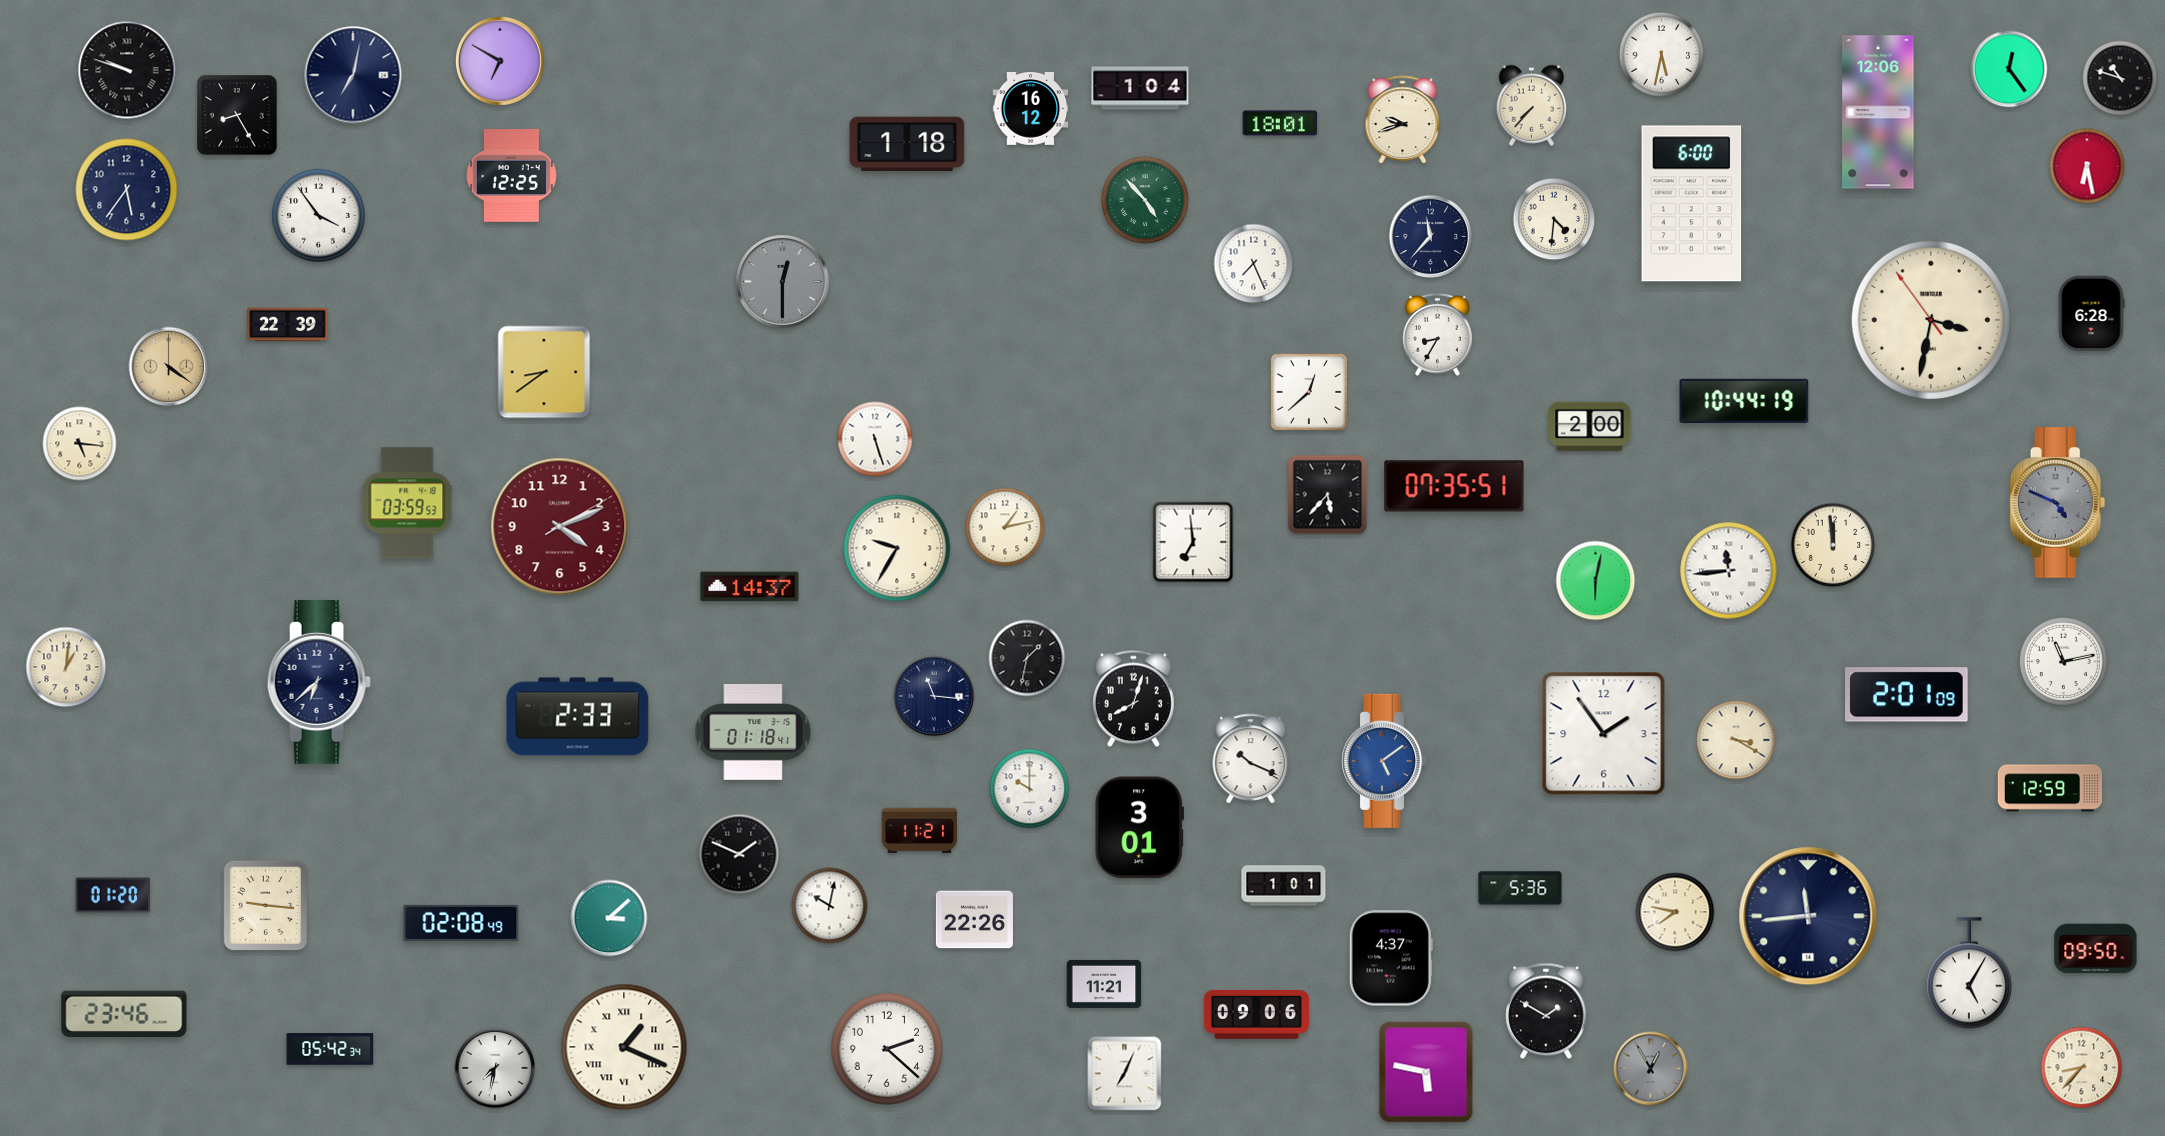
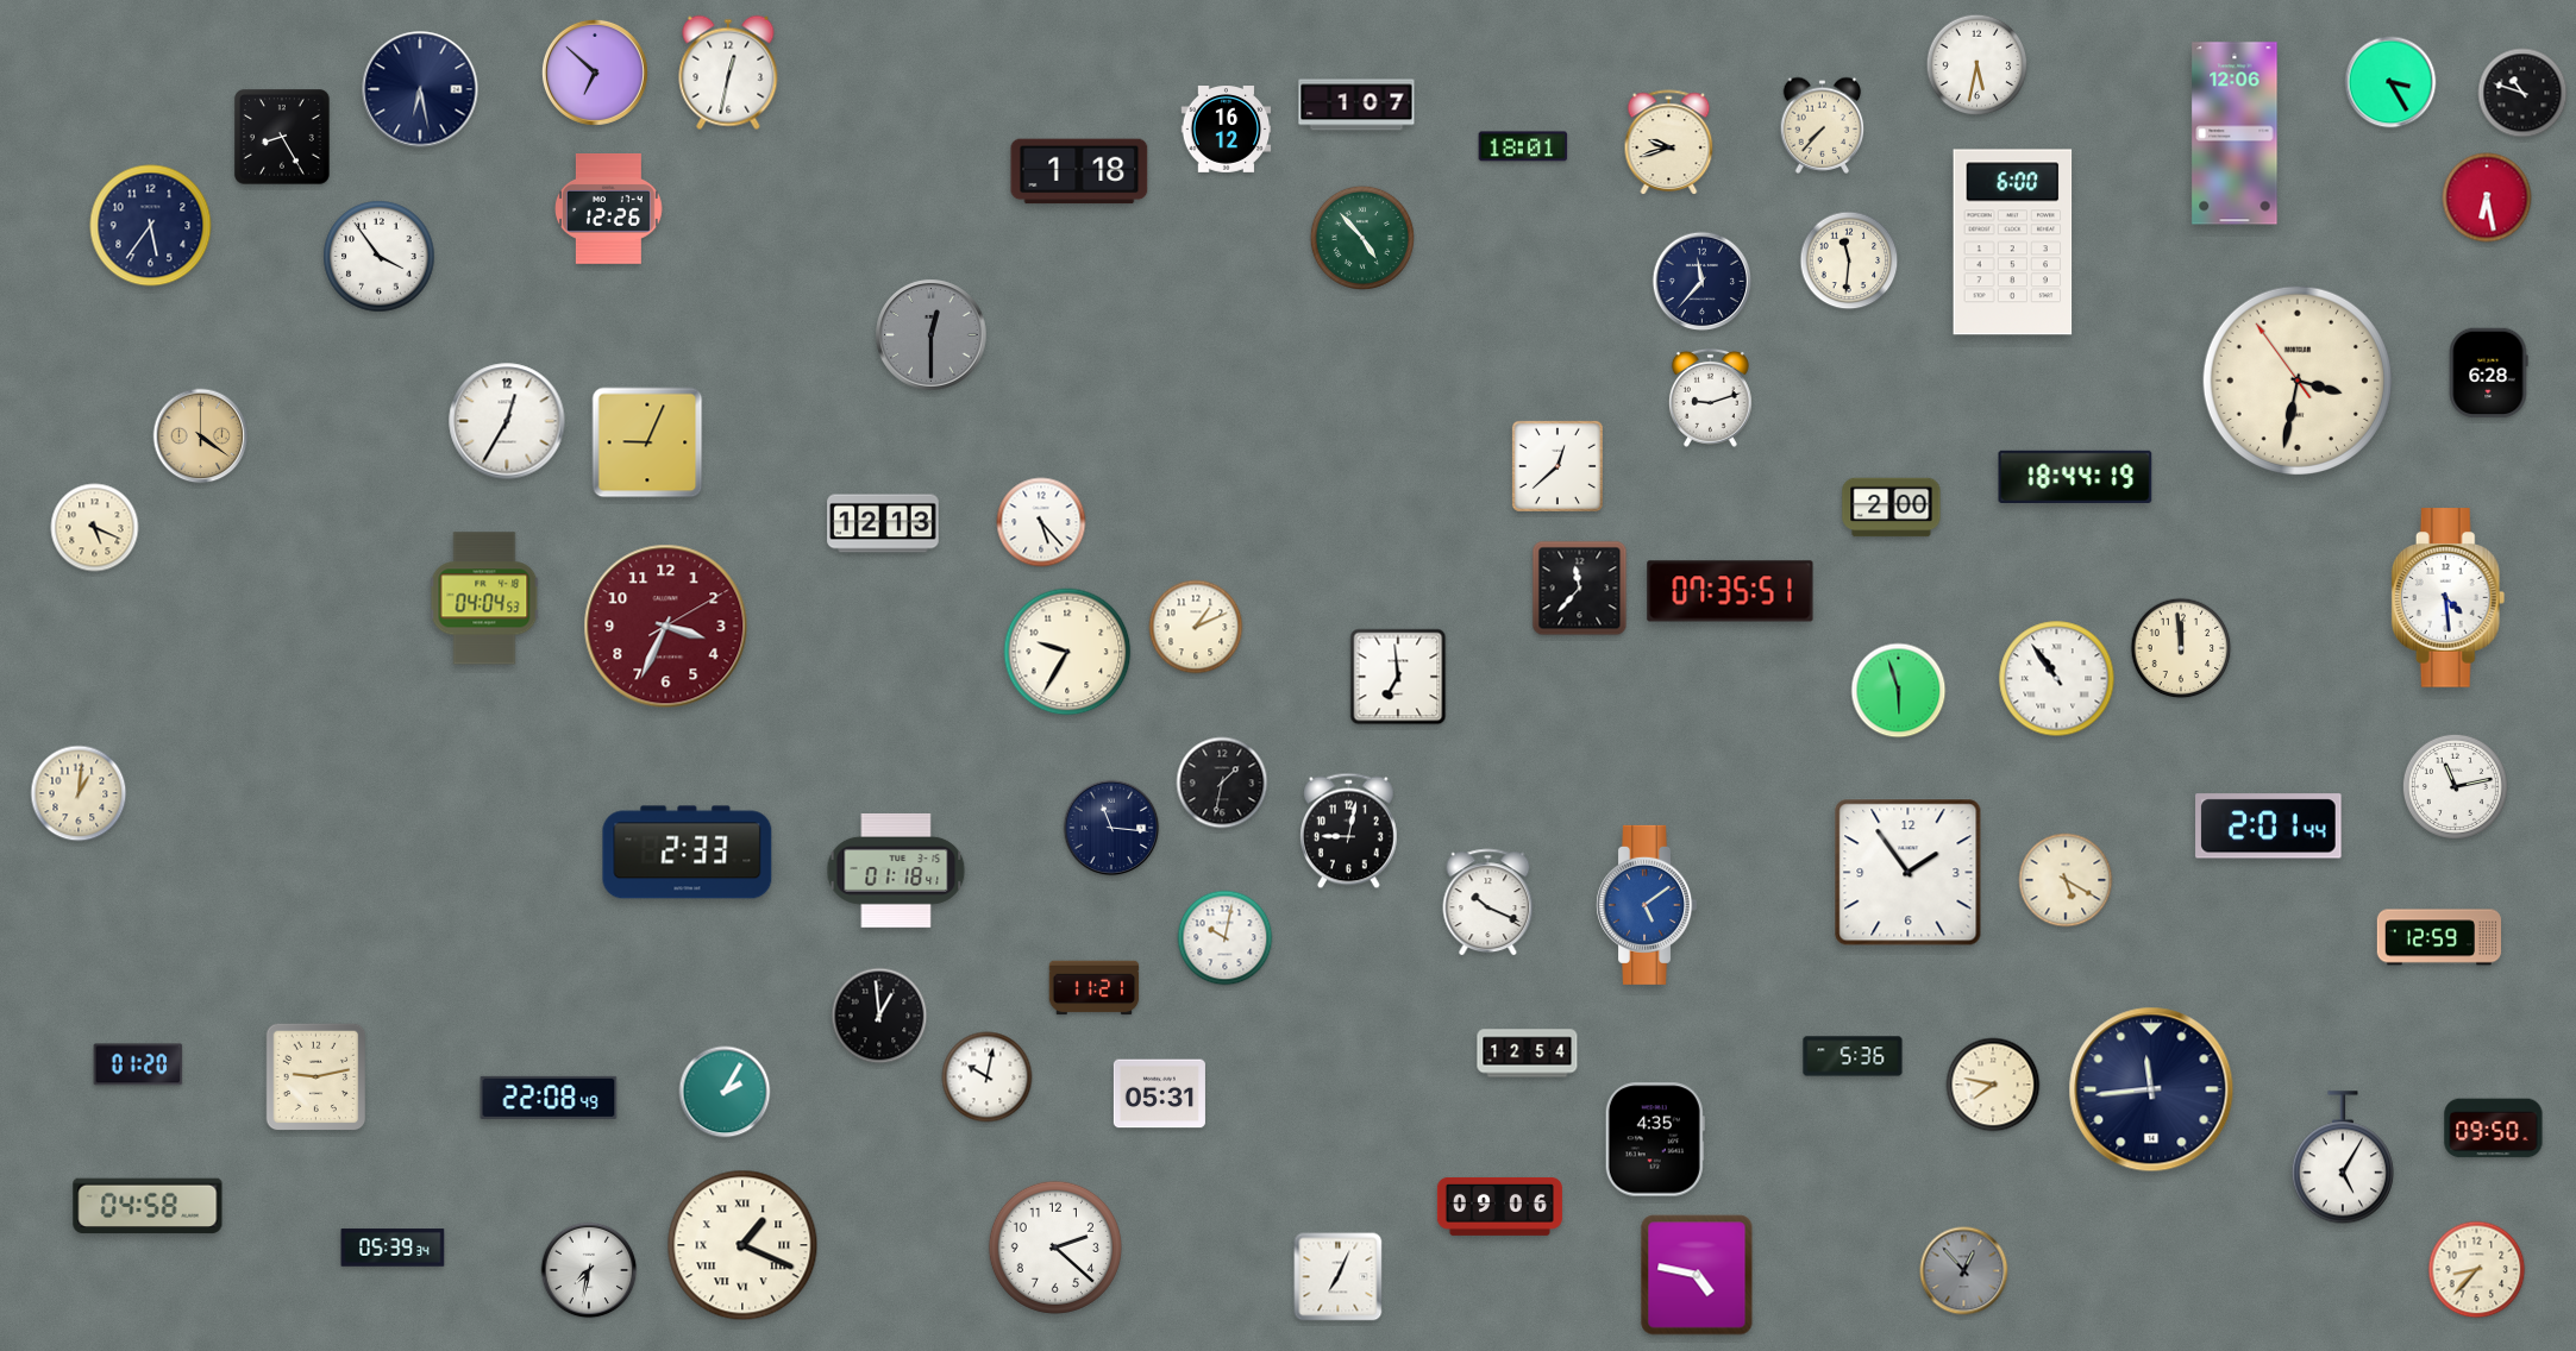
clock at (500, 61): 6:50 -> 6:52
clock at (728, 73): none -> 12:32
clock at (2009, 69): 12:24 -> 3:25
clock at (127, 70): 9:48 -> none
clock at (353, 75): 7:02 -> 6:28
clock at (1140, 88): 1:04 -> 1:07
clock at (2087, 166) position: (2087, 166) -> (2487, 197)
clock at (512, 176): 12:25 -> 12:26
clock at (1554, 219): 4:31 -> 11:31
clock at (1254, 264): 7:26 -> none
clock at (288, 325): 22:39 -> none
clock at (1437, 334): 8:35 -> 9:12
clock at (507, 421): none -> 12:35
clock at (544, 372): 8:39 -> 9:04
clock at (1744, 400): 10:44 -> 18:44
clock at (875, 439): 5:27 -> 5:23
clock at (883, 523): none -> 12:13
clock at (80, 444): 5:16 -> 5:19
clock at (1454, 486) position: (1454, 486) -> (1730, 591)
clock at (1328, 495): 5:37 -> 11:37
clock at (407, 503): 03:59 -> 04:04
clock at (2058, 503): 4:49 -> 4:29
clock at (2058, 503) dial: grey -> white
clock at (560, 527): 4:11 -> 3:34
clock at (1005, 527): 1:13 -> 1:11
clock at (1193, 542) position: (1193, 542) -> (1398, 677)
clock at (1729, 571): 11:44 -> 10:54
clock at (1596, 581): 6:02 -> 5:57
clock at (750, 587): 14:37 -> none
clock at (319, 682): 6:38 -> none
clock at (1907, 695): 2:01:09 -> 2:01:44
clock at (1134, 699): 8:03 -> 9:02
clock at (1736, 740): 3:20 -> 5:20
clock at (1030, 789): 10:00 -> 10:02
clock at (1139, 828): 3:01 -> none
clock at (739, 854): 1:49 -> 12:59
clock at (1284, 886): 1:01 -> 12:54
clock at (1520, 888) position: (1520, 888) -> (1853, 1056)
clock at (113, 895) position: (113, 895) -> (138, 1064)
clock at (266, 906): 9:16 -> 9:13
clock at (609, 918): 3:08 -> 2:05
clock at (974, 920): 22:26 -> 05:31
clock at (461, 923): 02:08 -> 22:08
clock at (1391, 958): 4:37 -> 4:35
clock at (1104, 984): 11:21 -> none
clock at (1546, 1011): 1:50 -> none
clock at (124, 1014): 23:46 -> 04:58
clock at (1256, 1014) position: (1256, 1014) -> (1499, 1206)
clock at (330, 1049): 05:42 -> 05:39
clock at (1651, 1069): 12:55 -> 12:53
clock at (1426, 1072): 5:47 -> 4:47
